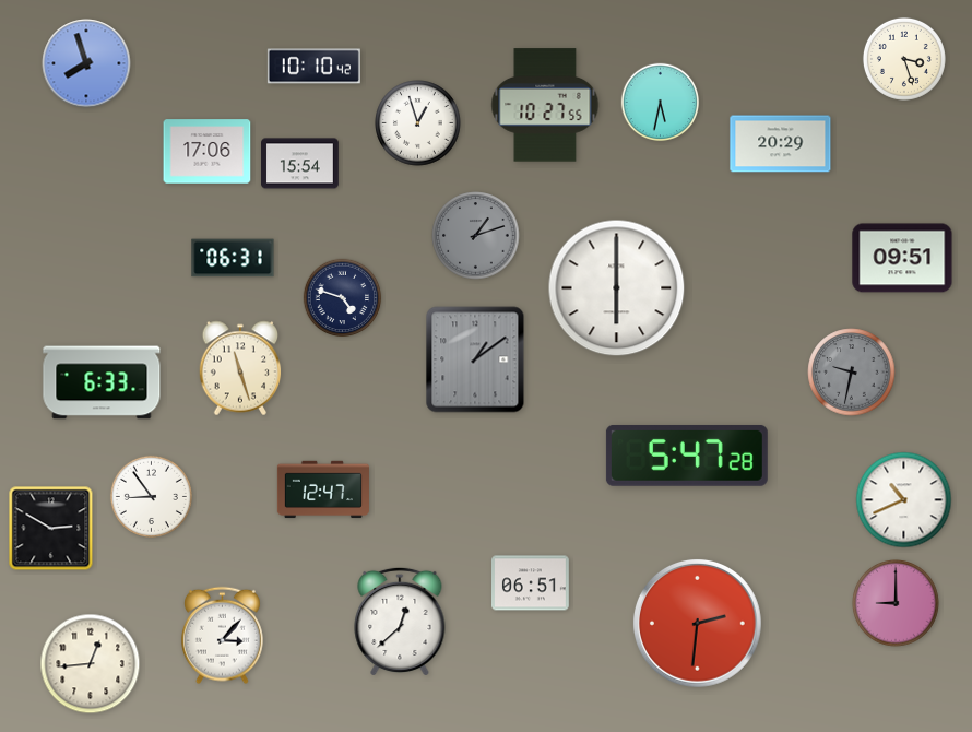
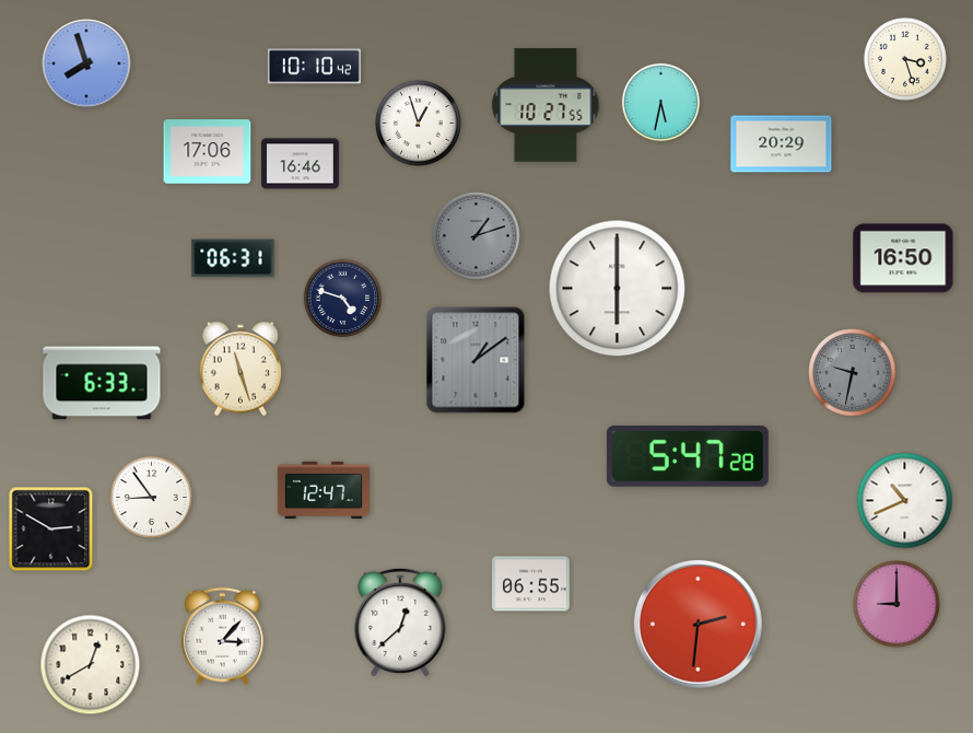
clock at (300, 164): 15:54 -> 16:46
clock at (902, 258): 09:51 -> 16:50
clock at (531, 583): 06:51 -> 06:55
clock at (91, 664): 12:44 -> 12:40
